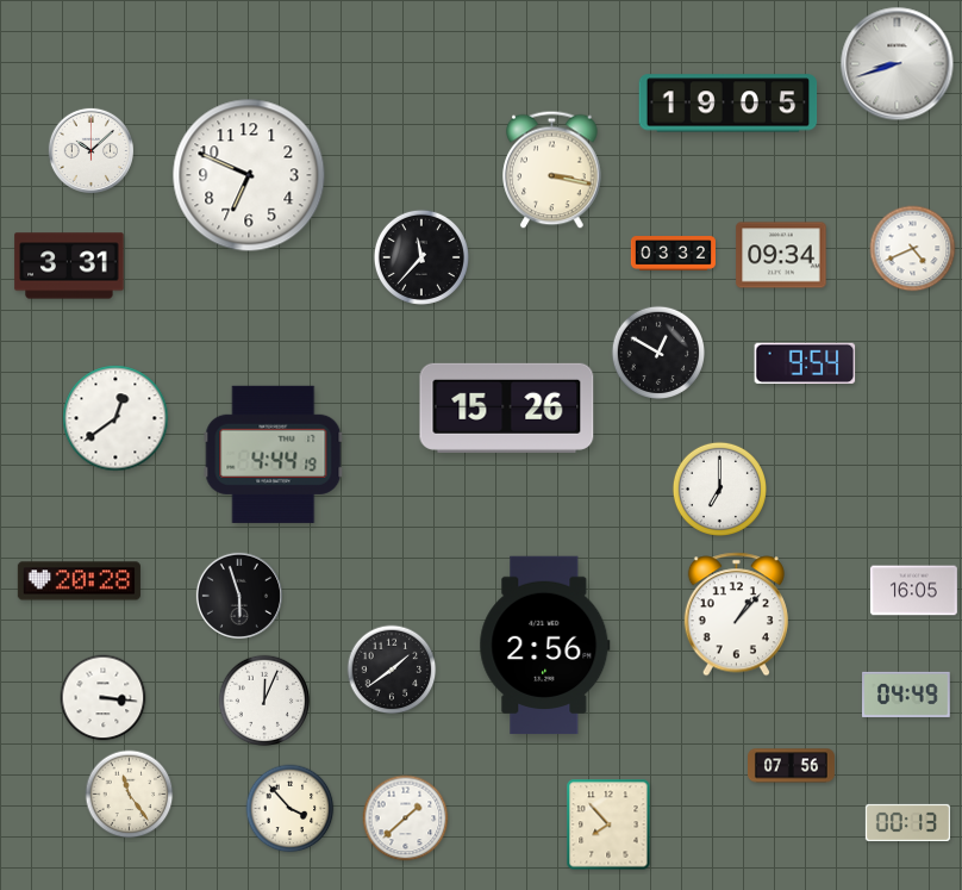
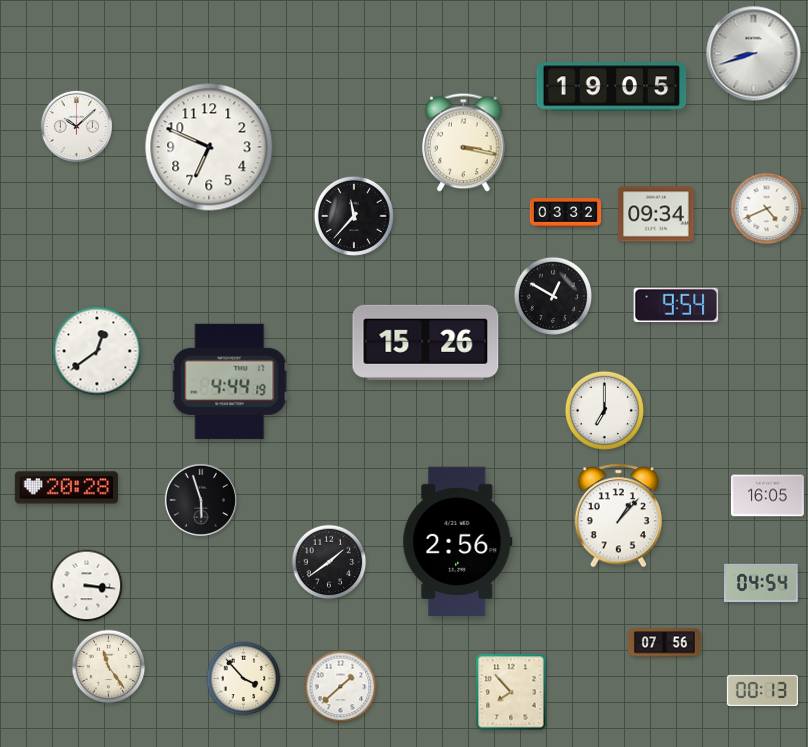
clock at (69, 266): 3:31 -> none
clock at (907, 695): 04:49 -> 04:54
clock at (264, 701): 12:04 -> none
